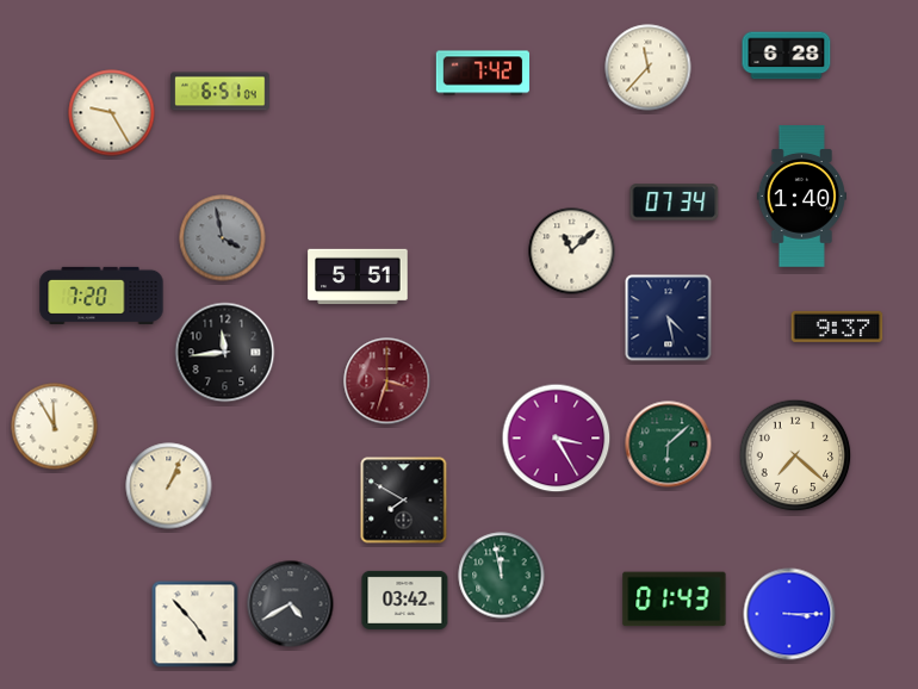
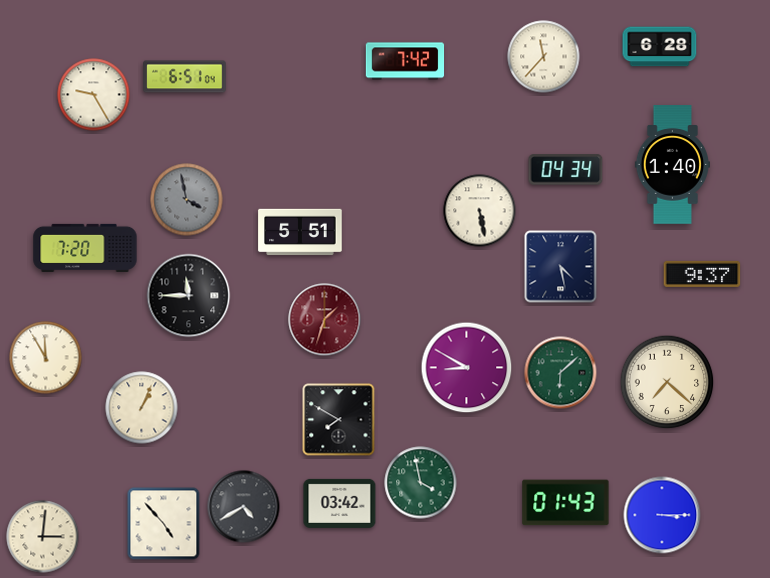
clock at (675, 203): 07:34 -> 04:34
clock at (572, 252): 11:08 -> 5:28
clock at (225, 353): 11:44 -> 11:45
clock at (387, 381): 3:33 -> 1:33
clock at (557, 439): 3:25 -> 8:50
clock at (502, 576): 11:58 -> 3:58
clock at (43, 537): none -> 3:01
